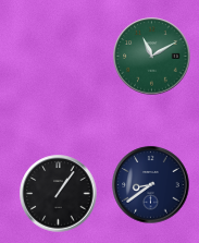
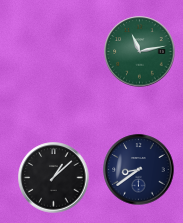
clock at (152, 57): 11:10 -> 11:13
clock at (59, 194): 1:06 -> 1:08
